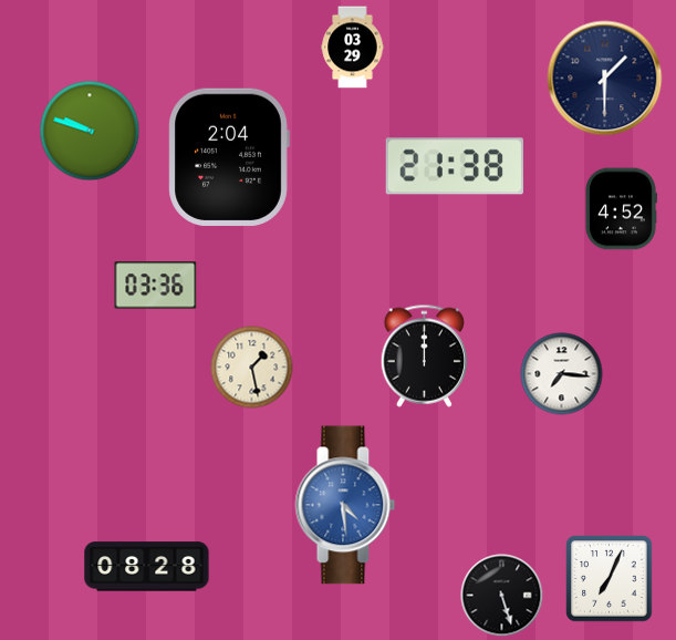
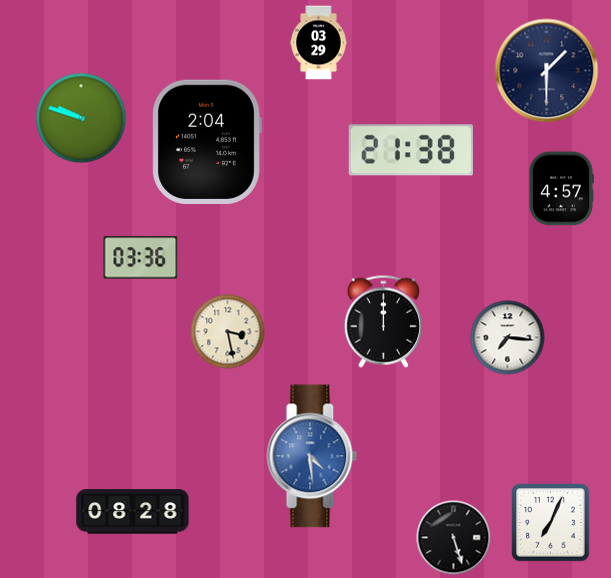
clock at (621, 209): 4:52 -> 4:57
clock at (252, 368): 1:28 -> 3:28
